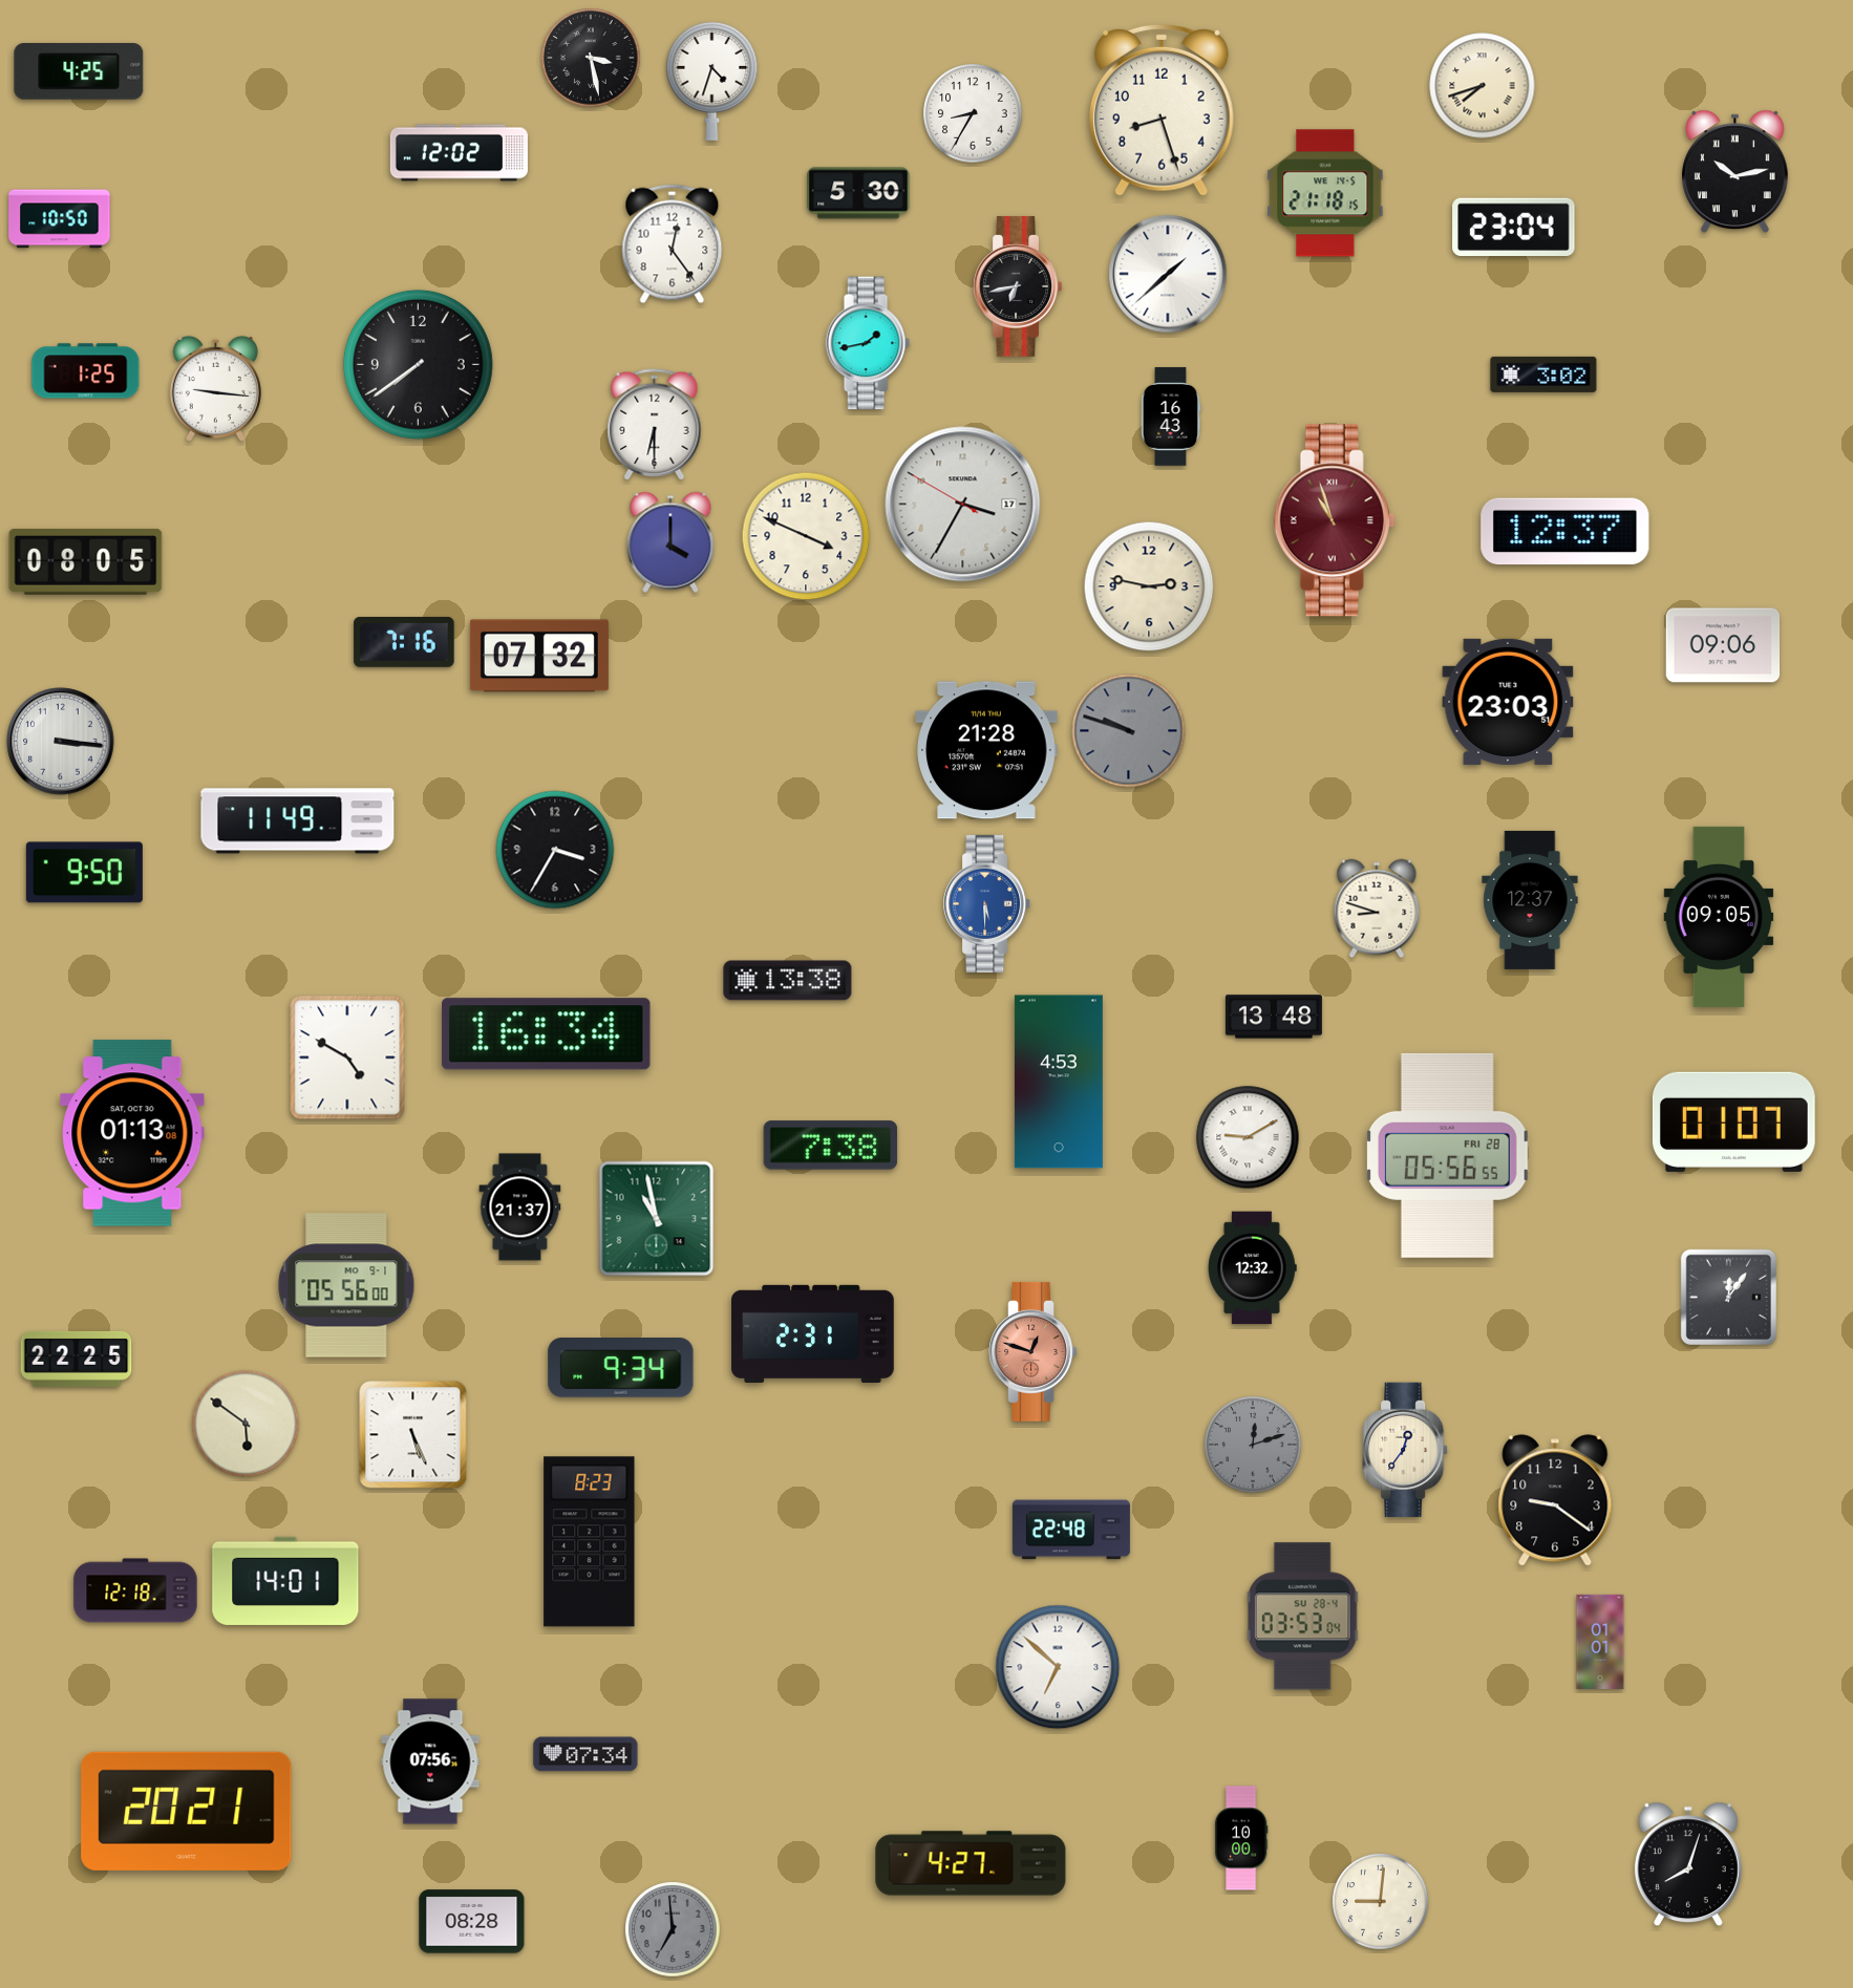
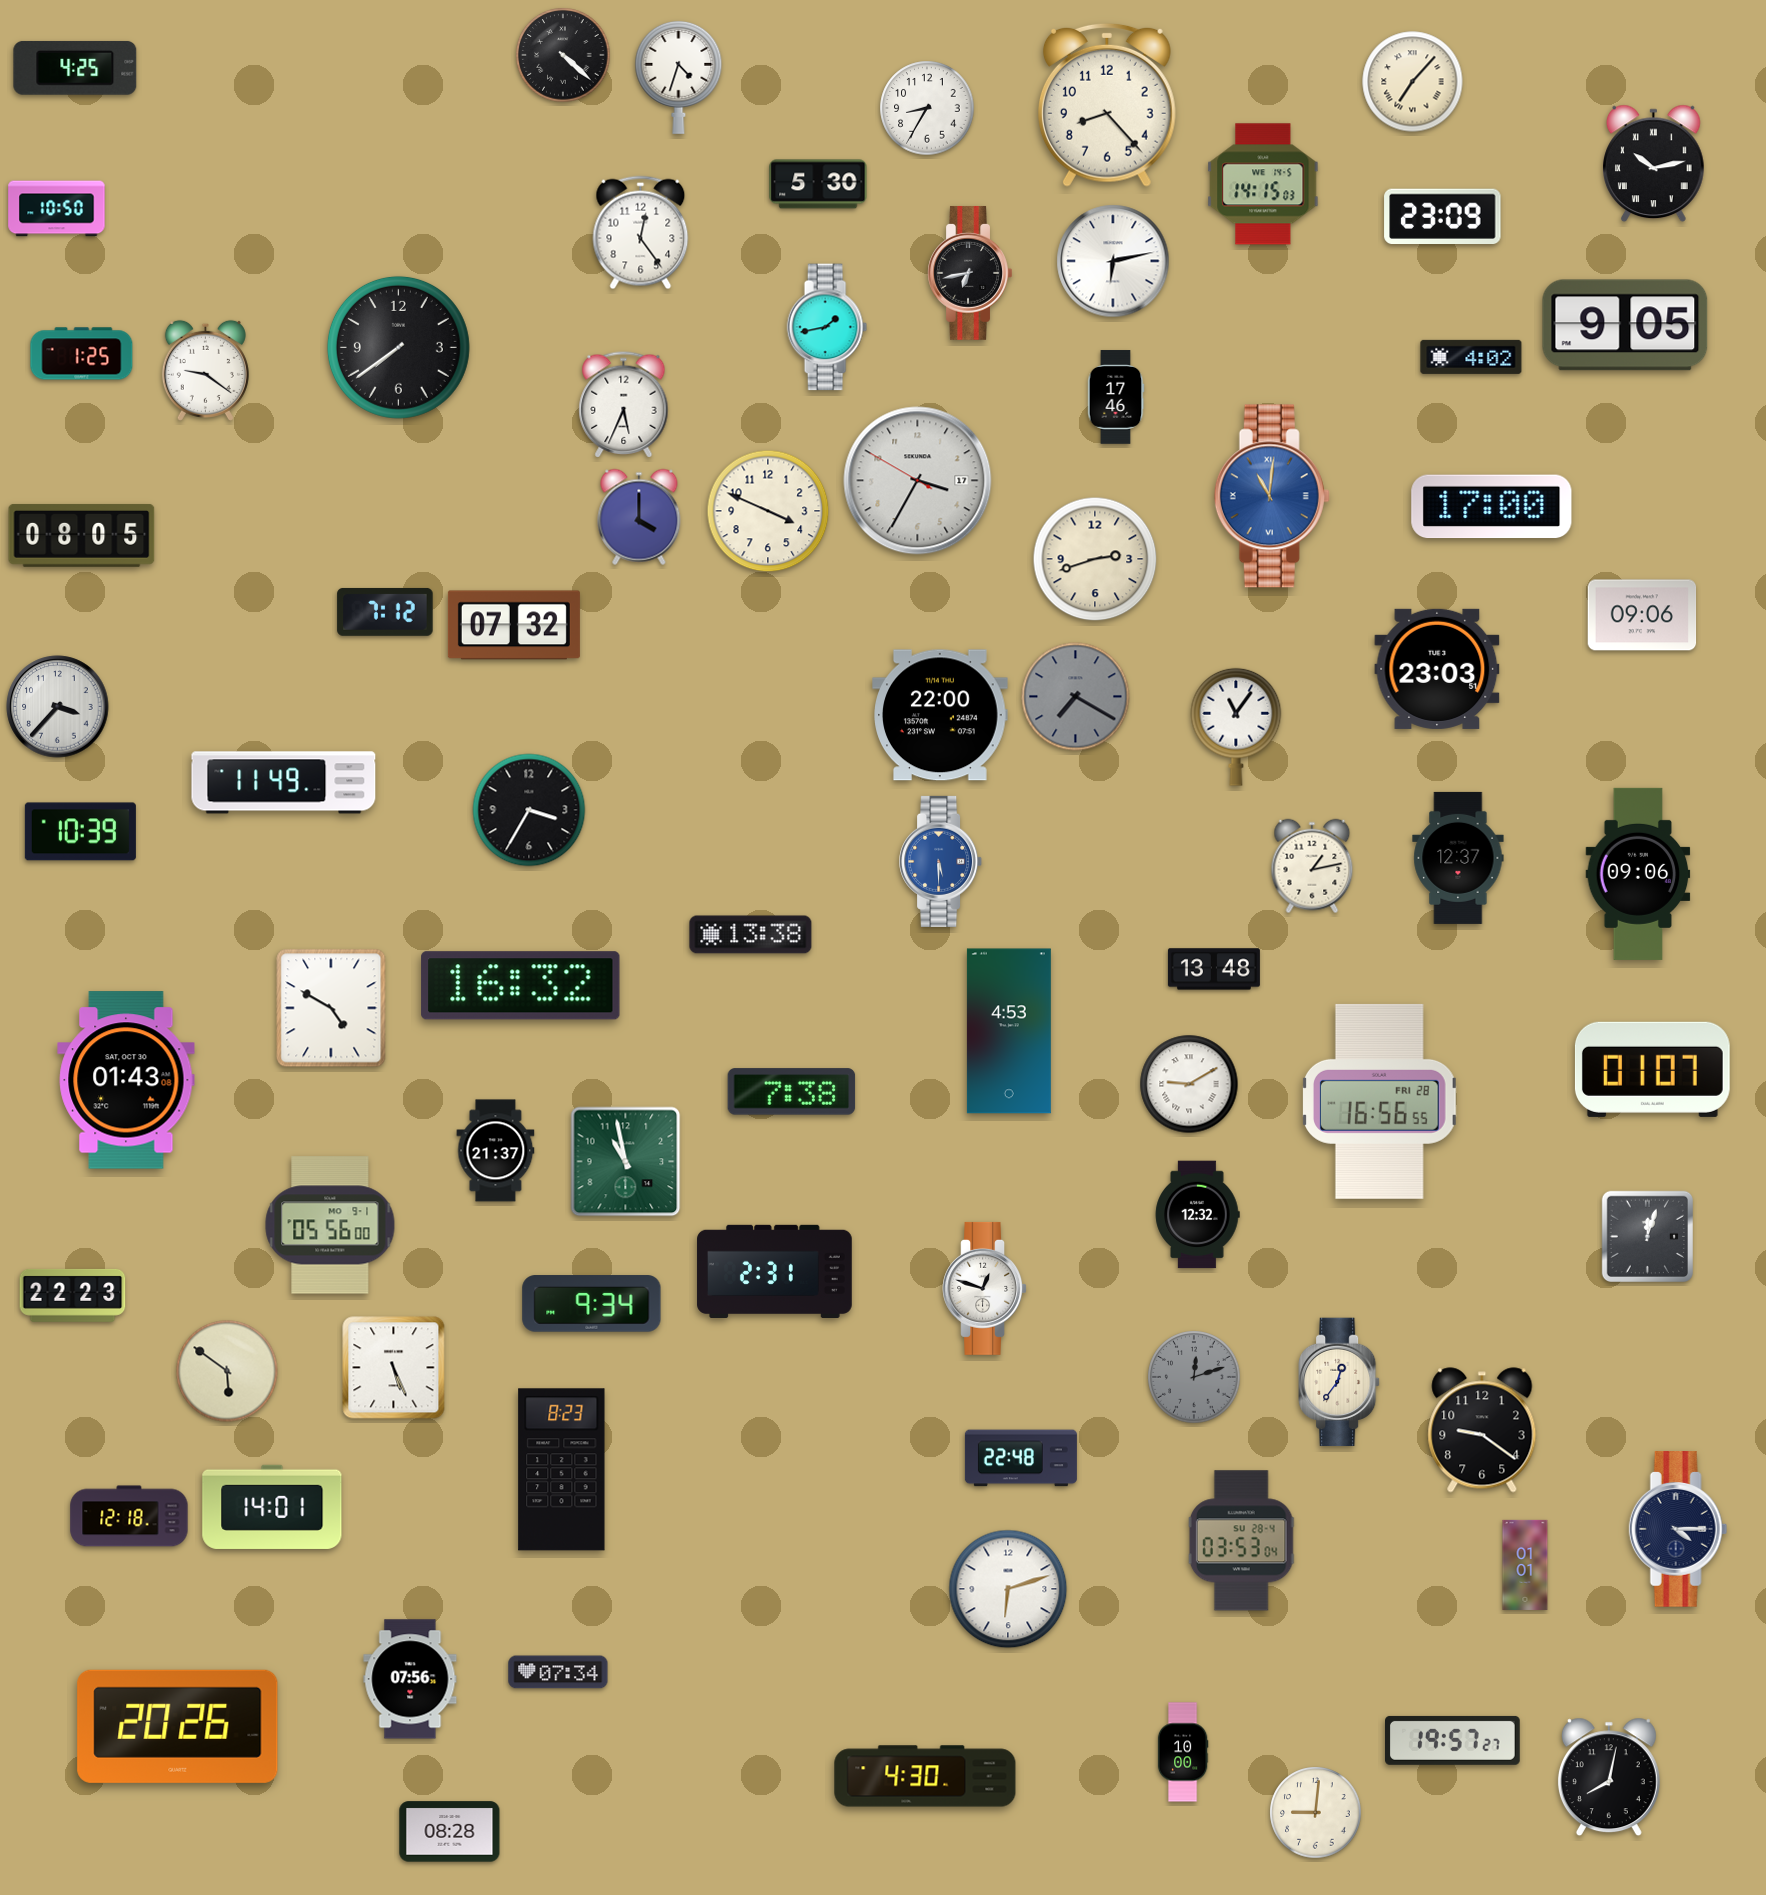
clock at (591, 58): 3:28 -> 4:22
clock at (1483, 86): 7:42 -> 7:07
clock at (1162, 110): 8:27 -> 8:23
clock at (459, 153): 12:02 -> none
clock at (1325, 193): 21:18 -> 14:15
clock at (1514, 228): 23:04 -> 23:09
clock at (1168, 274): 1:38 -> 6:13
clock at (1625, 325): none -> 9:05
clock at (1543, 375): 3:02 -> 4:02
clock at (215, 388): 9:16 -> 9:21
clock at (1171, 416): 16:43 -> 17:46
clock at (655, 425): 6:30 -> 5:34
clock at (1335, 520): 10:57 -> 11:01
clock at (1335, 520) dial: burgundy -> blue
clock at (1566, 532): 12:37 -> 17:00
clock at (1149, 586): 2:47 -> 2:42
clock at (404, 642): 7:16 -> 7:12
clock at (1129, 731): 9:48 -> 7:20
clock at (61, 742): 3:16 -> 3:37
clock at (986, 750): 21:28 -> 22:00
clock at (1236, 727): none -> 11:06
clock at (84, 873): 9:50 -> 10:39
clock at (1377, 909): 8:48 -> 1:13
clock at (1719, 917): 09:05 -> 09:06
clock at (547, 1034): 16:34 -> 16:32
clock at (132, 1133): 01:13 -> 01:43
clock at (1448, 1155): 05:56 -> 16:56
clock at (1252, 1268) position: (1252, 1268) -> (1197, 1215)
clock at (1728, 1297): 12:06 -> 12:03
clock at (1034, 1351) dial: salmon -> white
clock at (77, 1359): 22:25 -> 22:23
clock at (246, 1424) position: (246, 1424) -> (227, 1371)
clock at (1678, 1529): none -> 4:15
clock at (1058, 1667): 6:52 -> 6:12
clock at (187, 1811): 20:21 -> 20:26
clock at (1453, 1740): none -> 19:57
clock at (971, 1863): 4:27 -> 4:30
clock at (1688, 1864): 8:03 -> 8:02
clock at (673, 1929): 6:59 -> none
